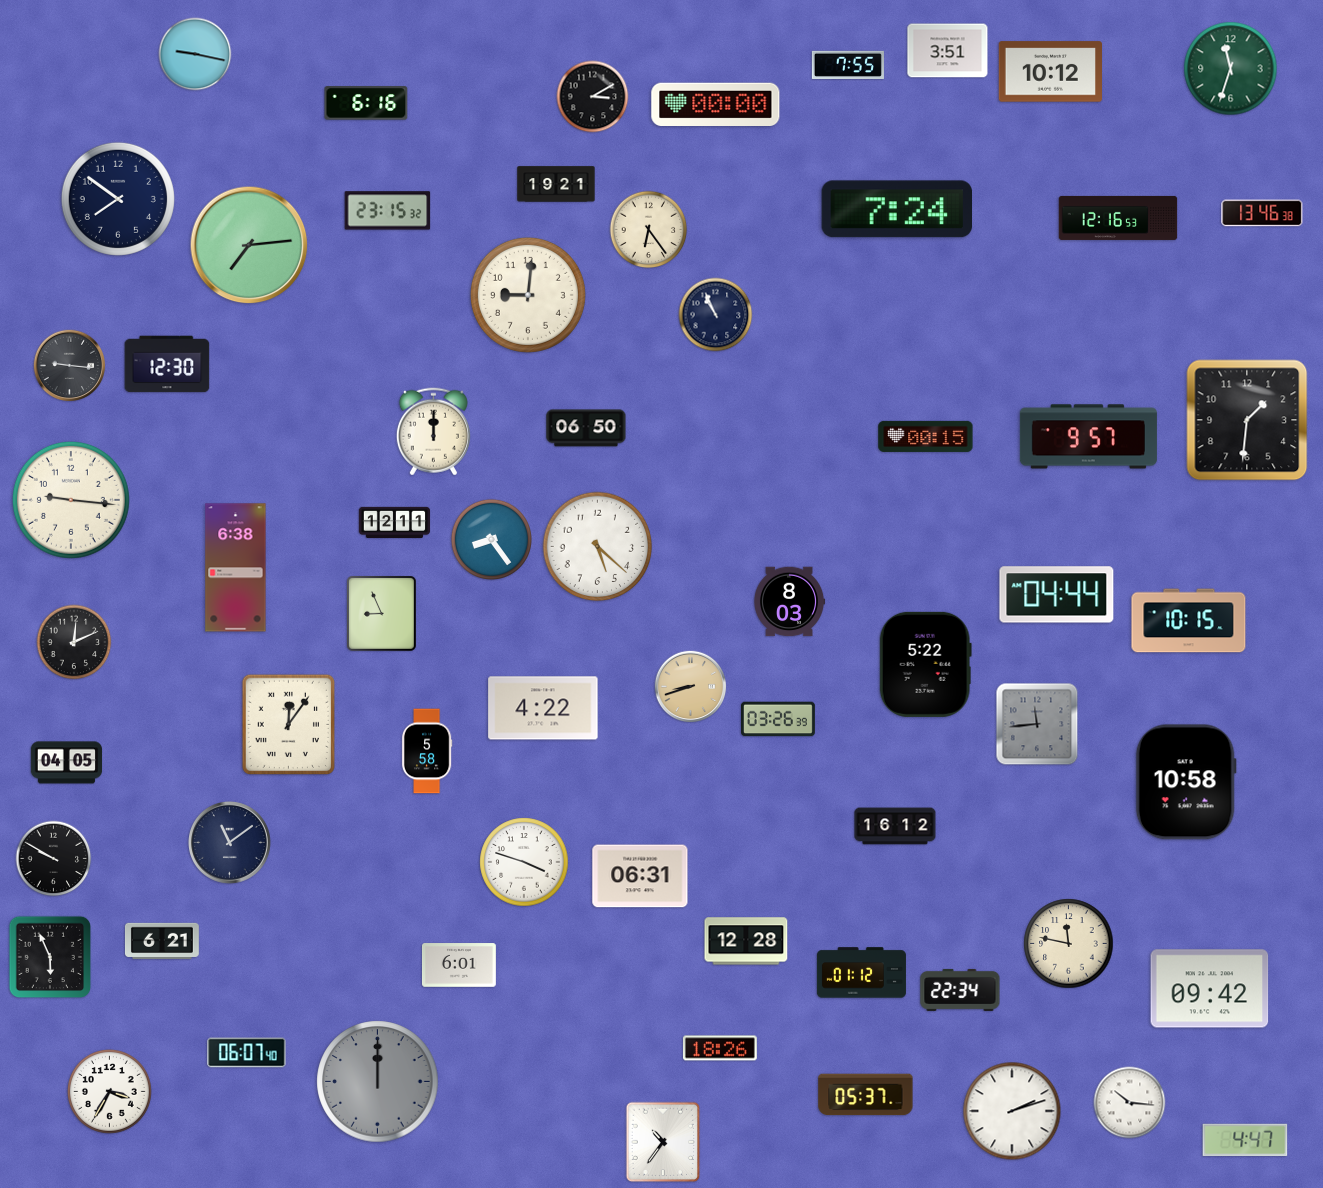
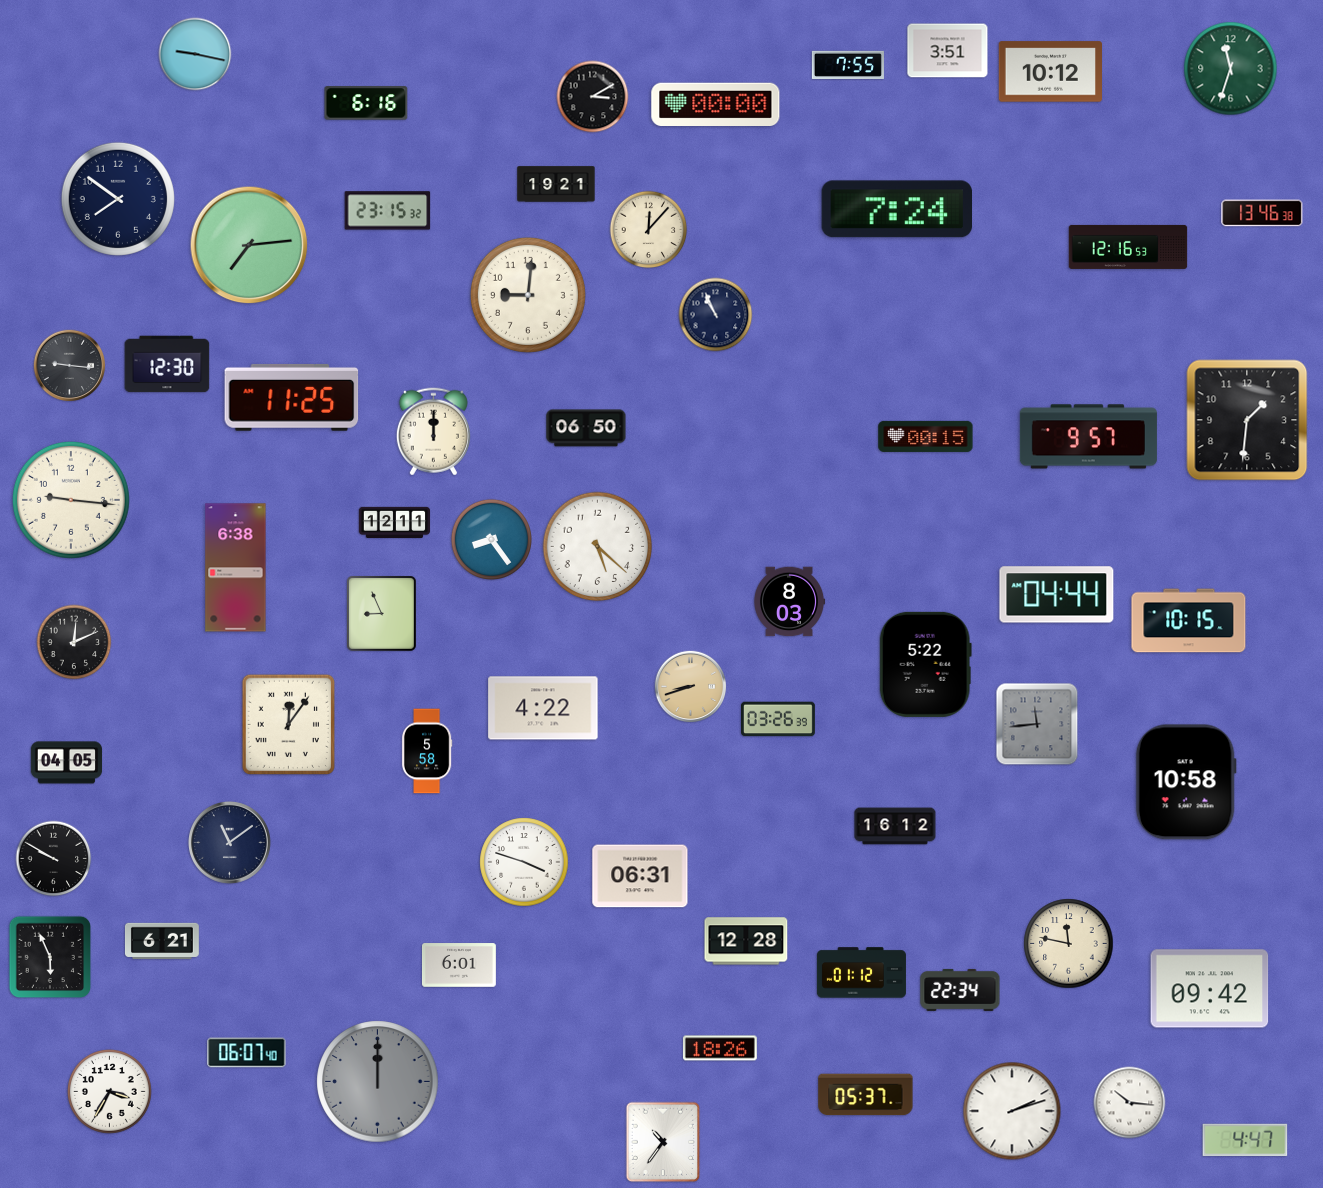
clock at (1118, 218) position: (1118, 218) -> (1128, 247)
clock at (649, 230): 6:24 -> 12:07
clock at (292, 397): none -> 11:25
